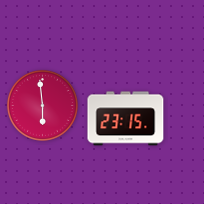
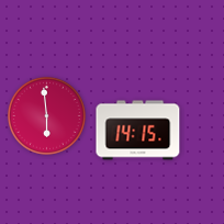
clock at (126, 119): 23:15 -> 14:15
